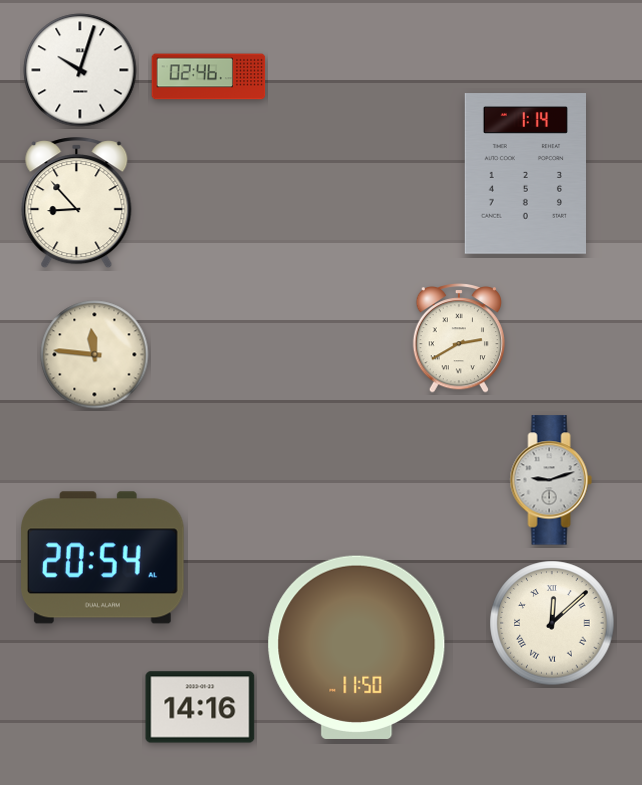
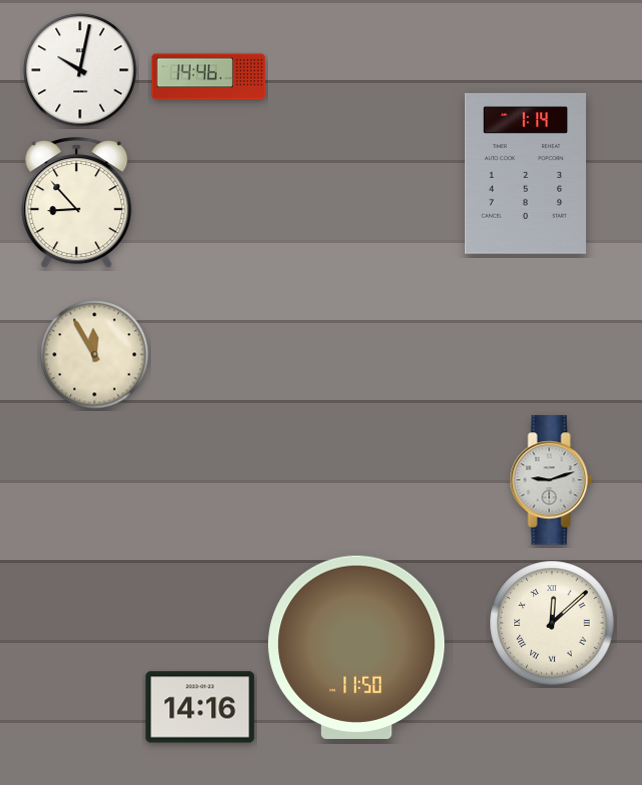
clock at (80, 70): 10:03 -> 10:02
clock at (209, 77): 02:46 -> 14:46
clock at (459, 339): 2:40 -> none
clock at (95, 355): 11:46 -> 11:55
clock at (103, 558): 20:54 -> none
